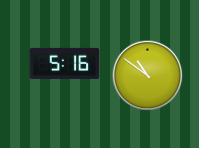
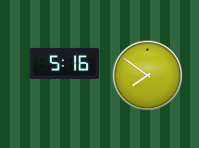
clock at (148, 76): 10:51 -> 7:51
